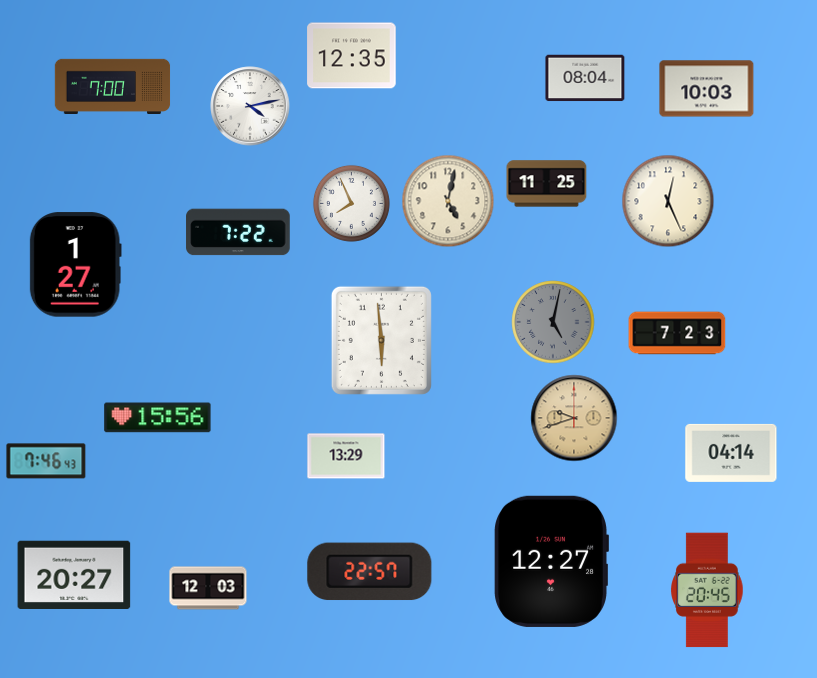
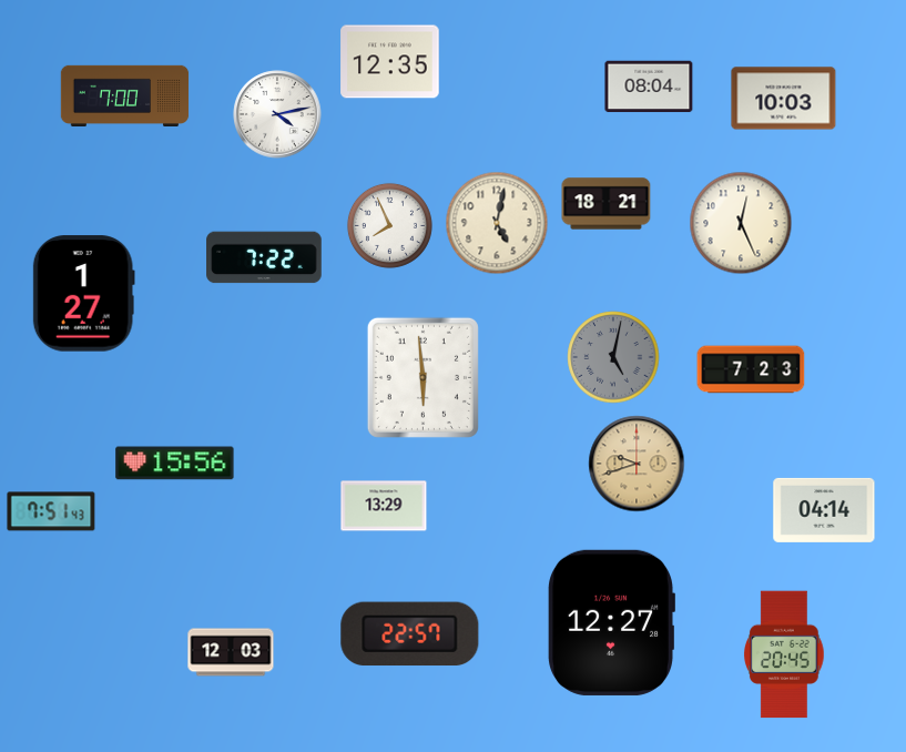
clock at (250, 106) position: (250, 106) -> (277, 114)
clock at (547, 184): 11:25 -> 18:21
clock at (731, 453) position: (731, 453) -> (824, 510)
clock at (46, 461): 7:46 -> 7:51
clock at (74, 574): 20:27 -> none
